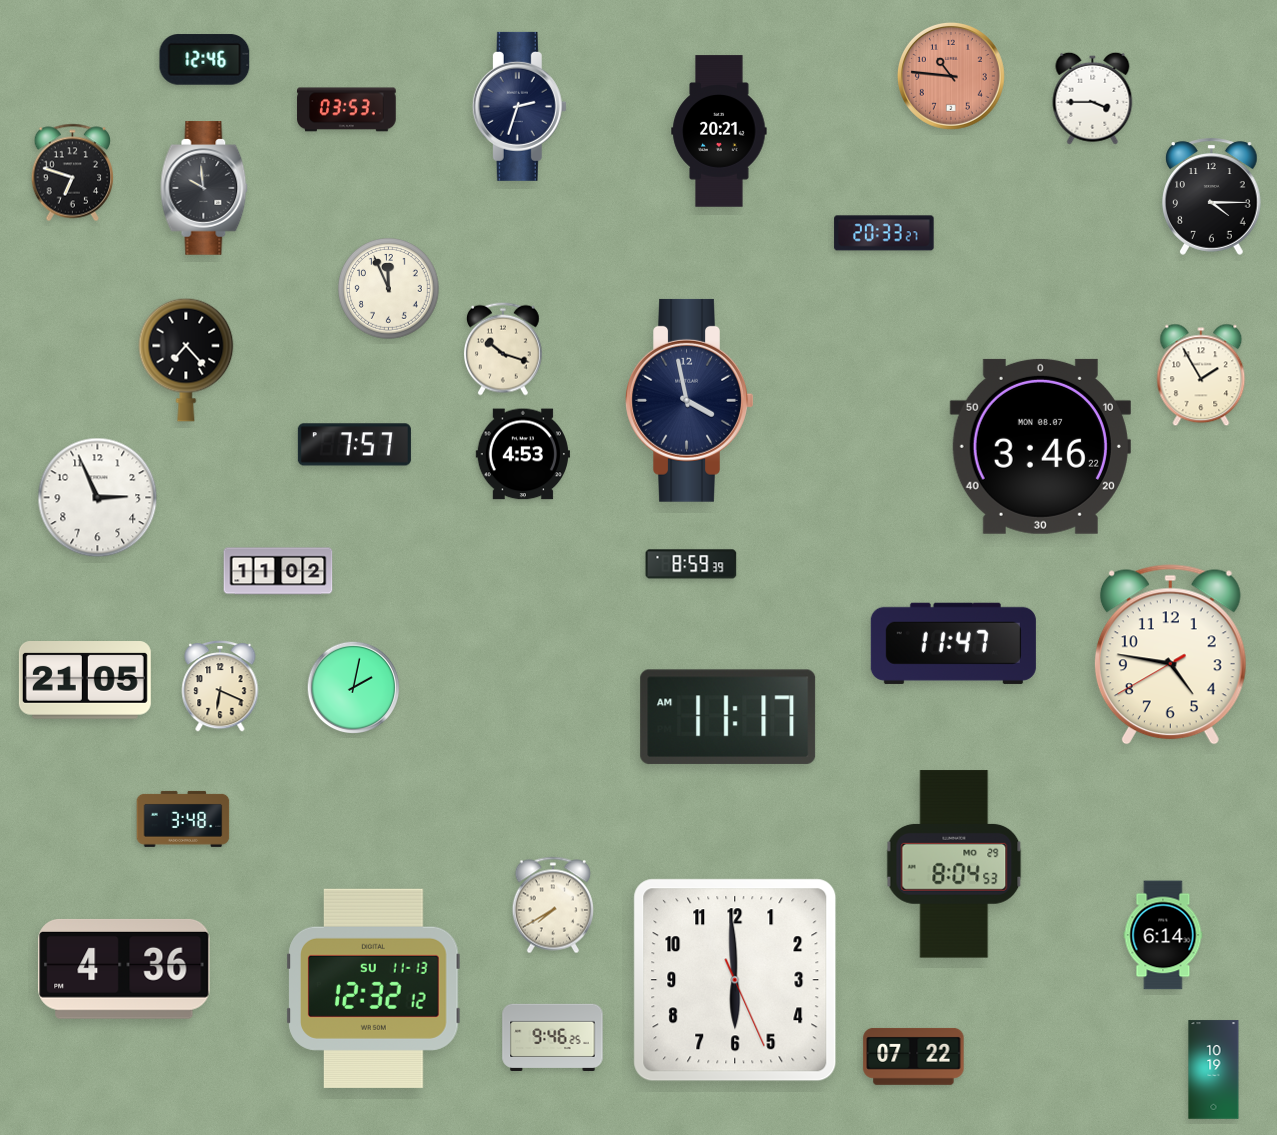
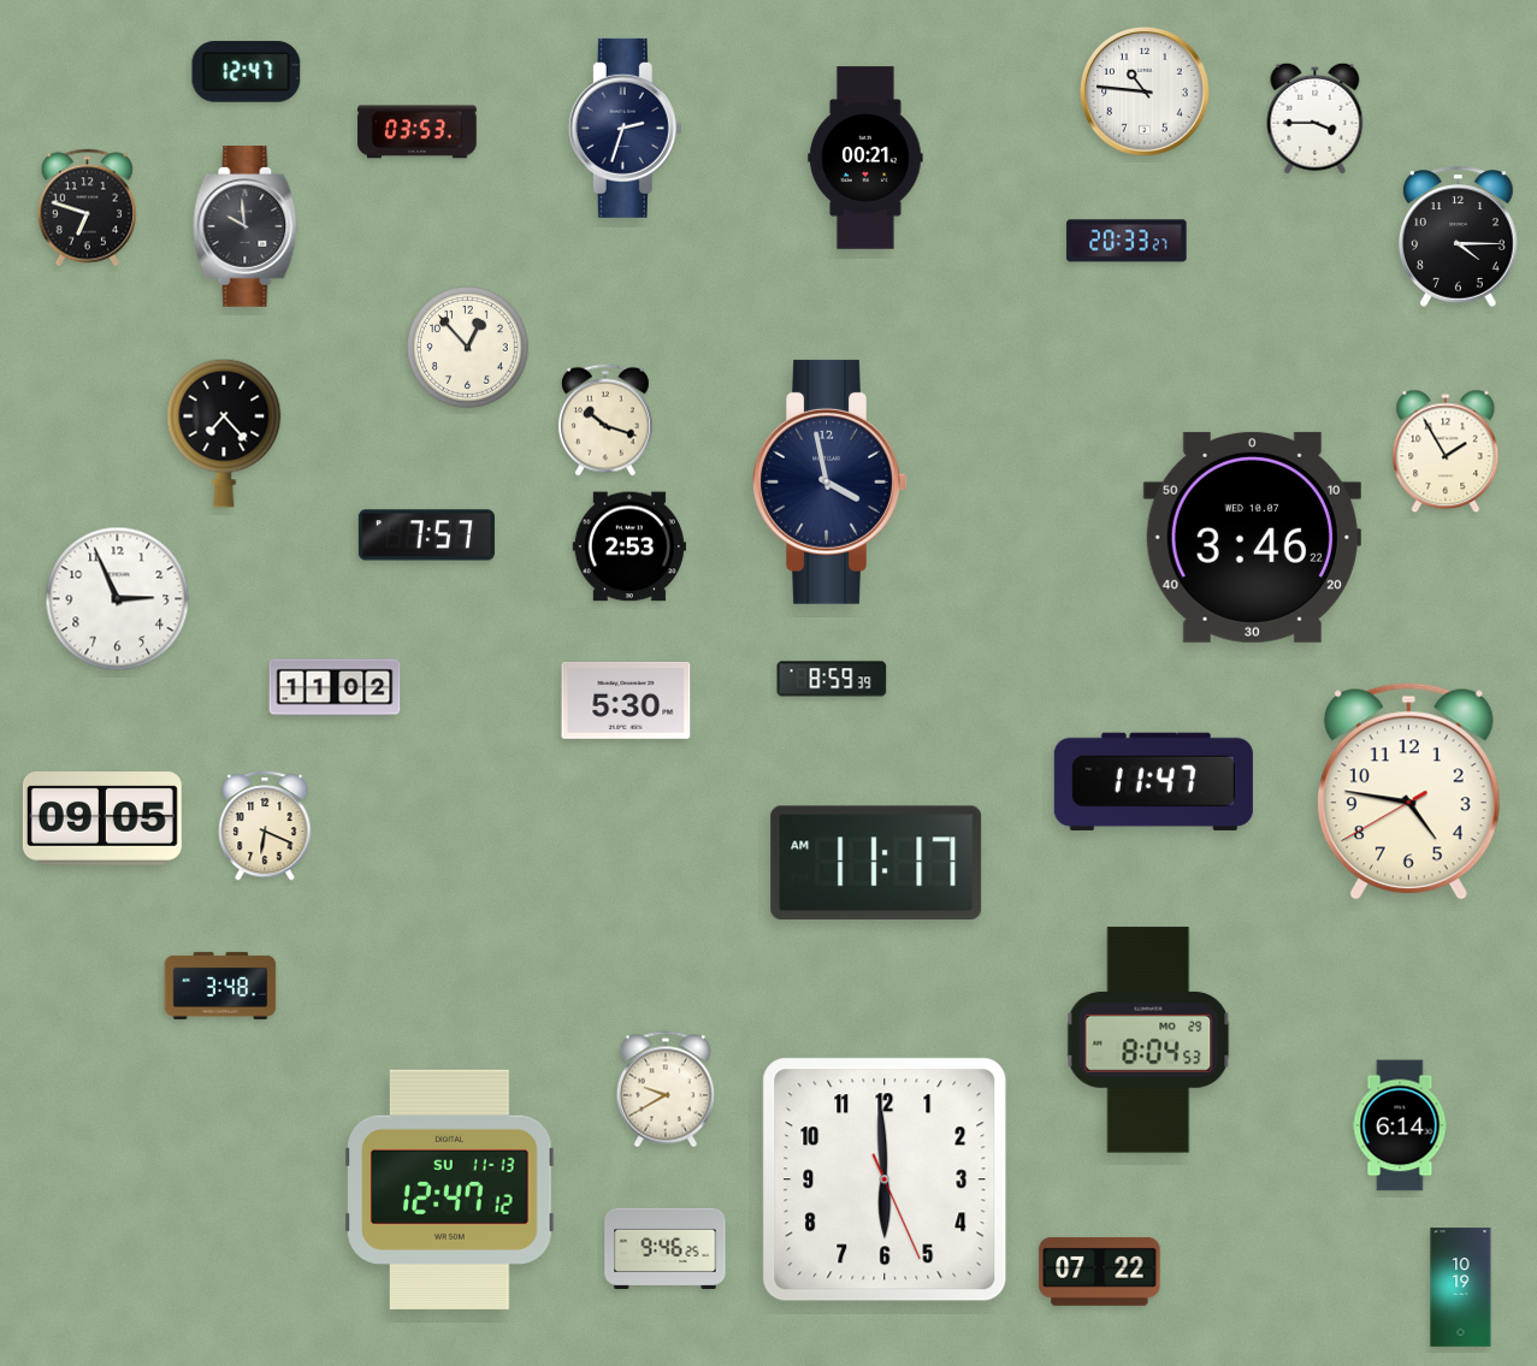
clock at (205, 60): 12:46 -> 12:47
clock at (951, 76) dial: salmon -> white
clock at (719, 131): 20:21 -> 00:21
clock at (884, 233) position: (884, 233) -> (1127, 241)
clock at (389, 289): 11:56 -> 12:53
clock at (1040, 446) date: MON 08.07 -> WED 10.07
clock at (522, 454): 4:53 -> 2:53
clock at (626, 700): none -> 5:30
clock at (953, 643) position: (953, 643) -> (1153, 781)
clock at (1170, 655) position: (1170, 655) -> (1408, 792)
clock at (85, 681): 21:05 -> 09:05
clock at (354, 688): 2:02 -> none
clock at (553, 905): 7:40 -> 9:40
clock at (124, 969): 4:36 -> none
clock at (374, 988): 12:32 -> 12:47
